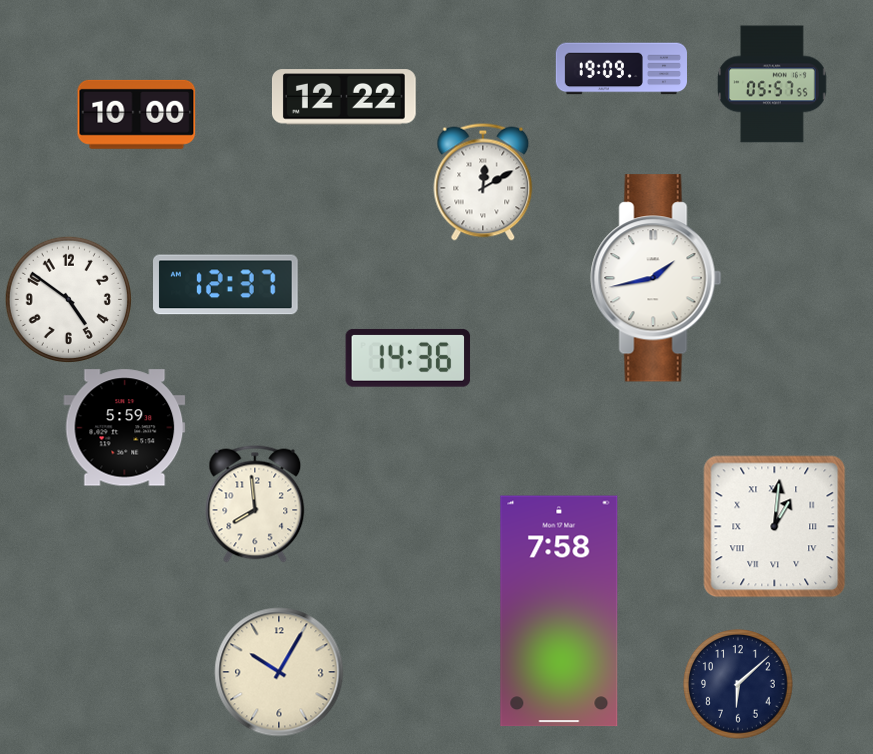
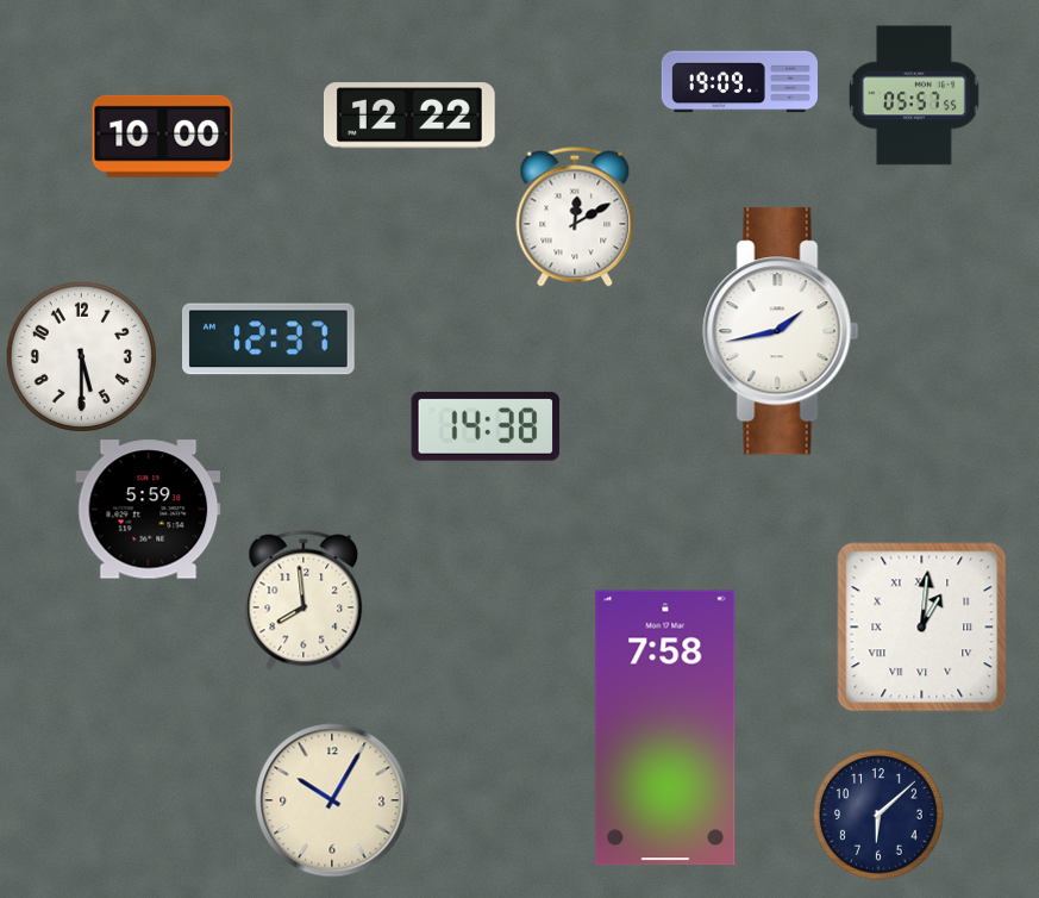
clock at (773, 84) position: (773, 84) -> (915, 95)
clock at (68, 299): 4:51 -> 5:30
clock at (408, 358): 14:36 -> 14:38
